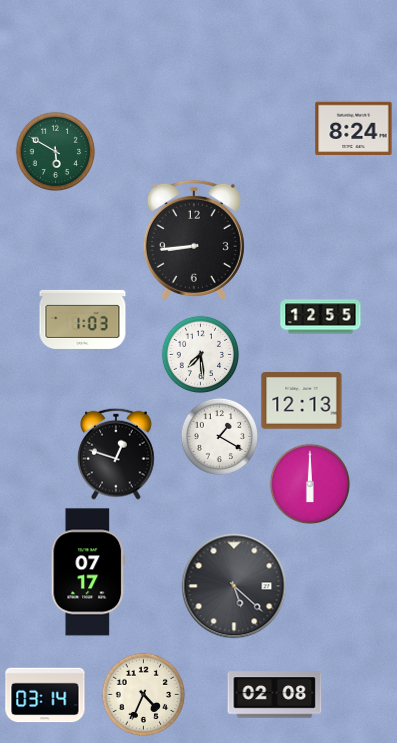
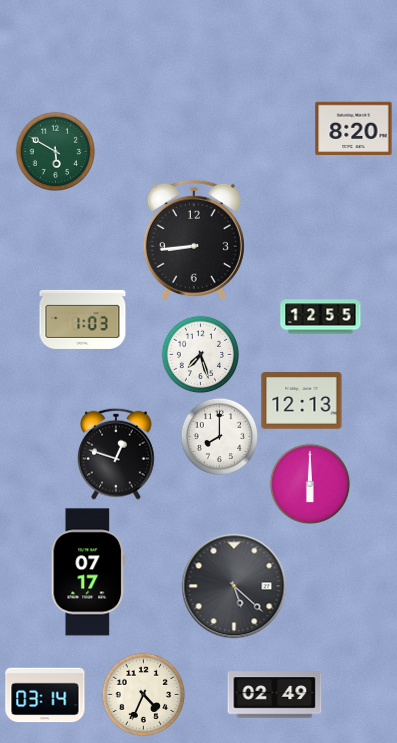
clock at (354, 129): 8:24 -> 8:20
clock at (200, 354): 7:29 -> 7:27
clock at (219, 436): 1:20 -> 8:00
clock at (275, 695): 02:08 -> 02:49
